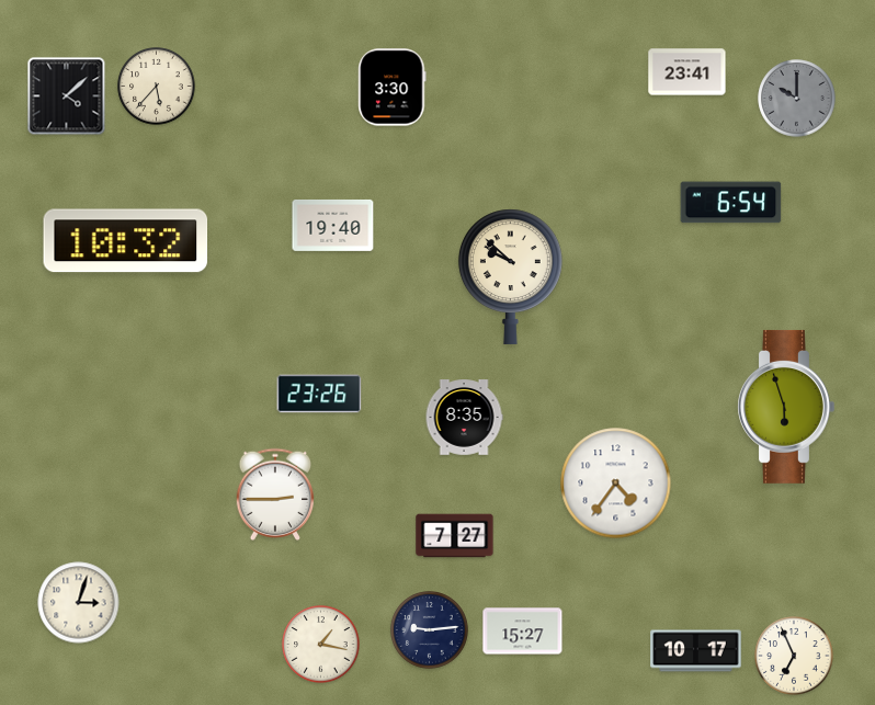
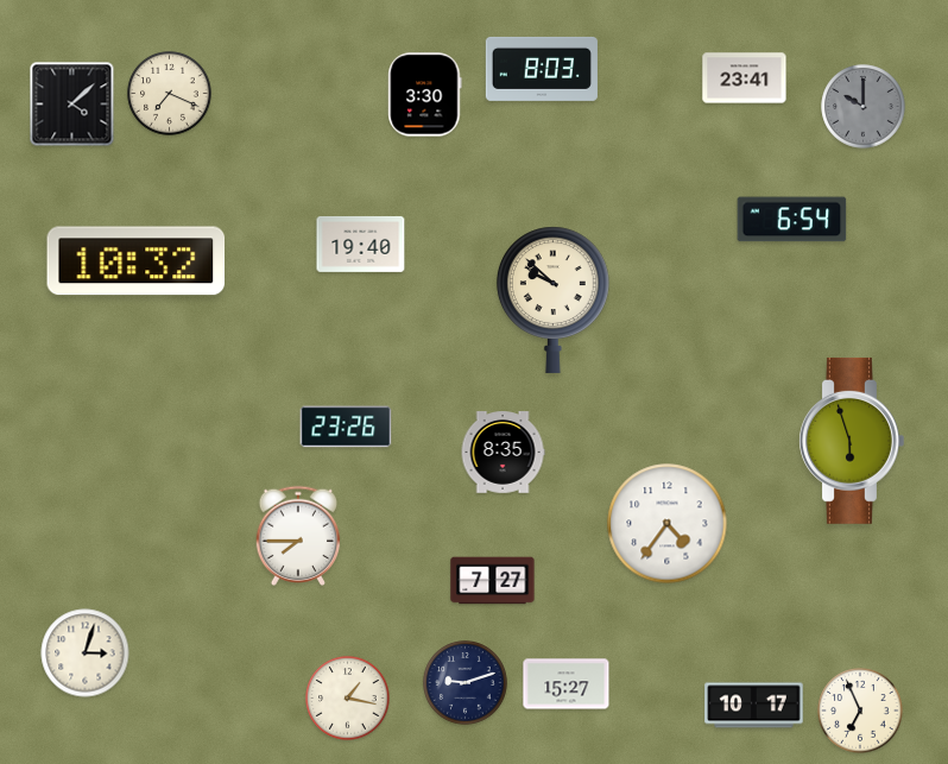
clock at (542, 69): none -> 8:03
clock at (157, 87): 5:37 -> 7:19
clock at (275, 493): 2:45 -> 7:45
clock at (430, 630): 9:14 -> 9:12
